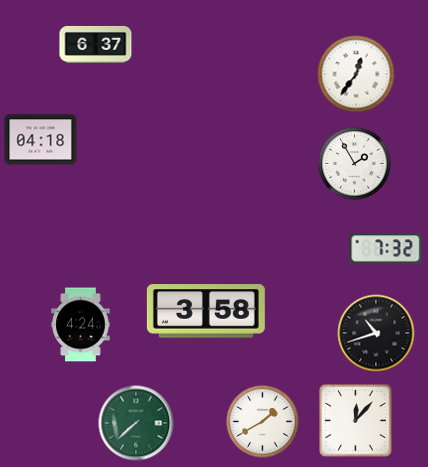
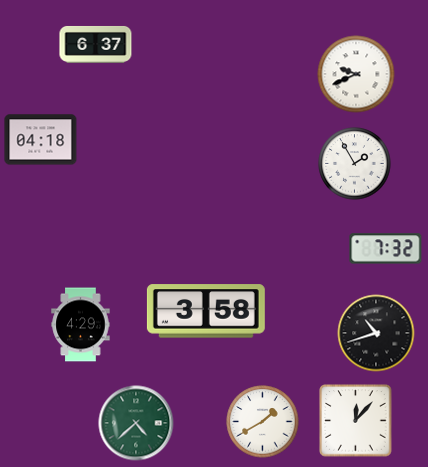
clock at (356, 74): 12:36 -> 9:41
clock at (81, 325): 4:24 -> 4:29
clock at (136, 423): 7:38 -> 4:38
